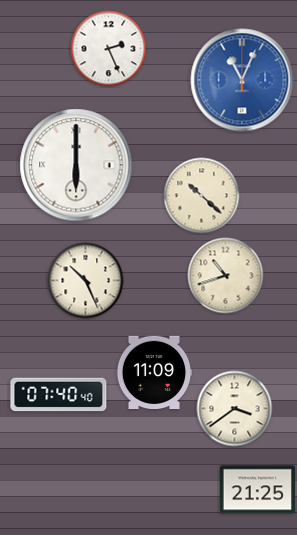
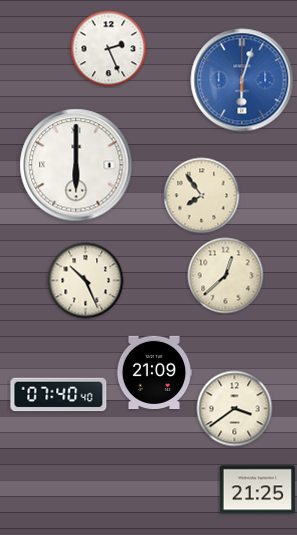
clock at (242, 80): 11:04 -> 6:03
clock at (202, 196): 10:22 -> 7:54
clock at (226, 276): 10:42 -> 12:38
clock at (154, 372): 11:09 -> 21:09
